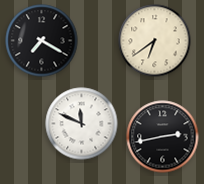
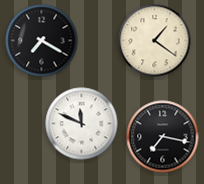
clock at (155, 41): 6:39 -> 1:21
clock at (163, 137): 2:43 -> 7:17
